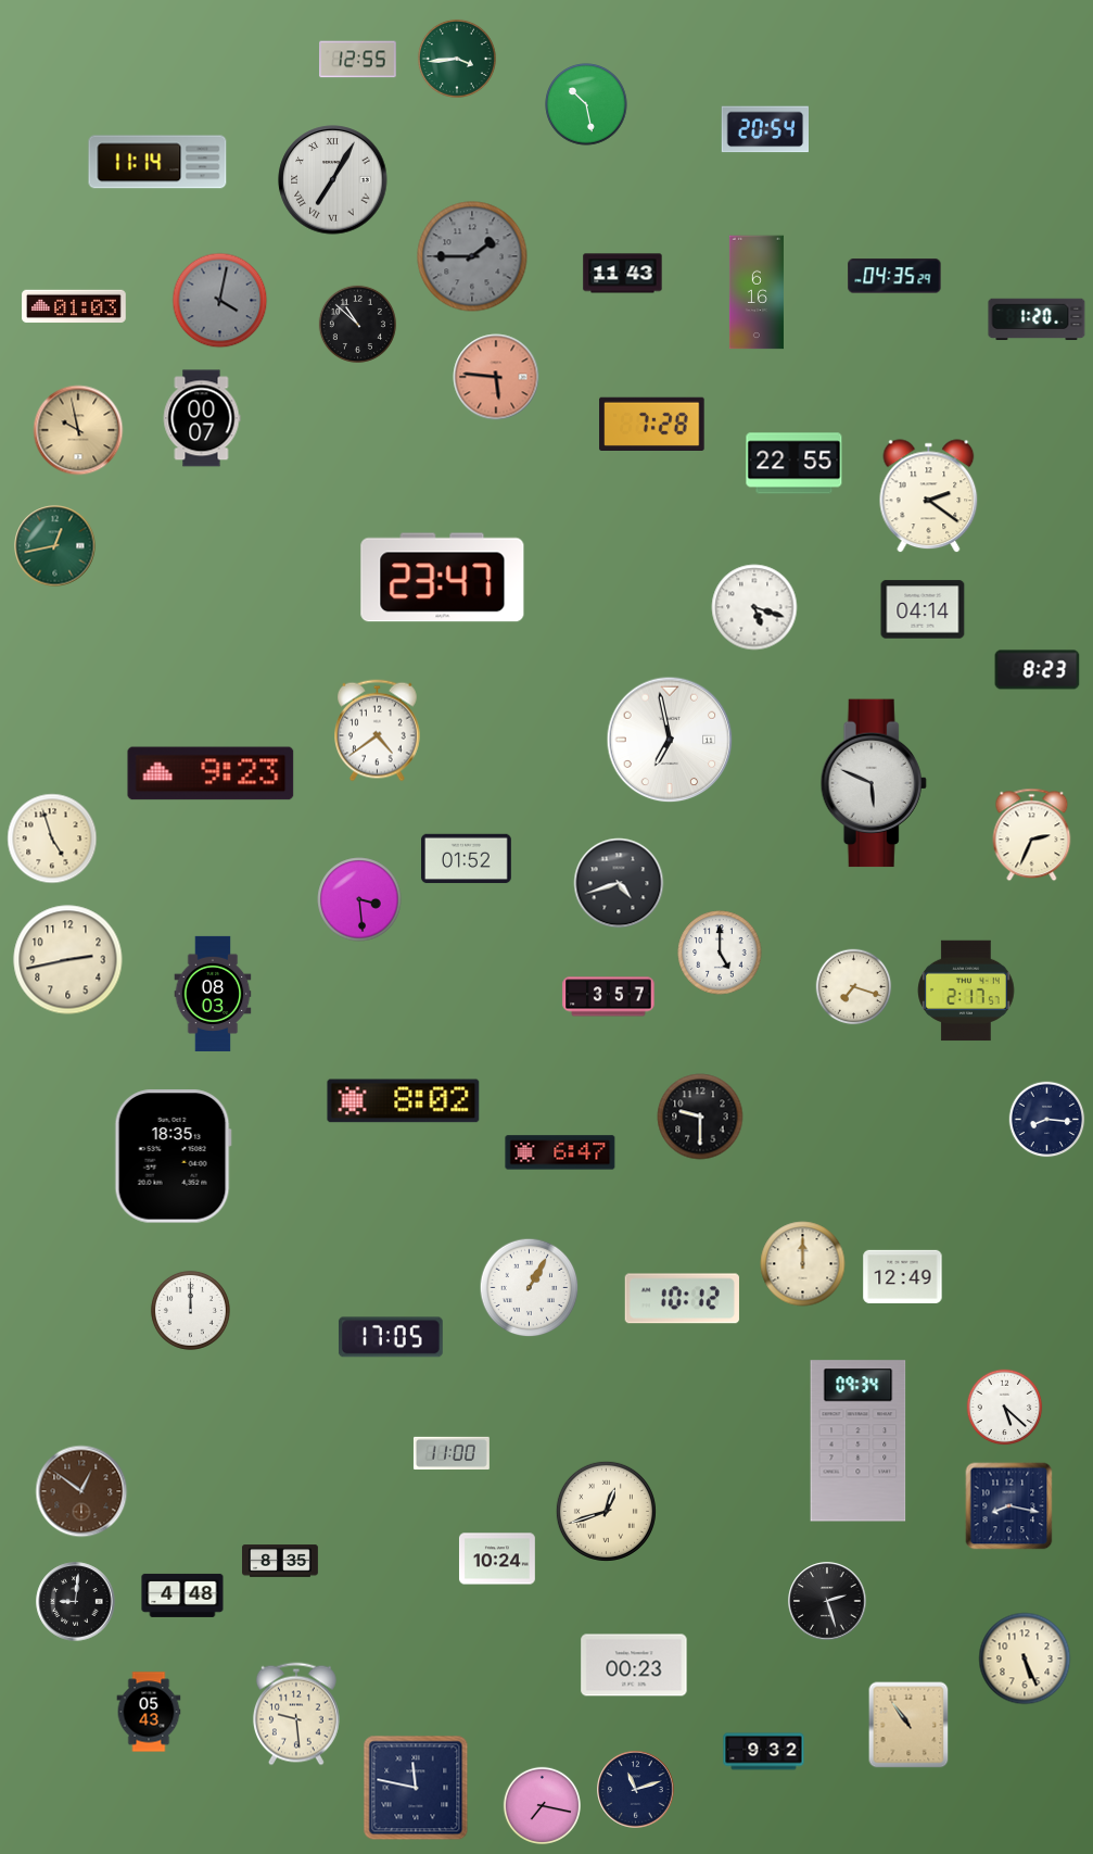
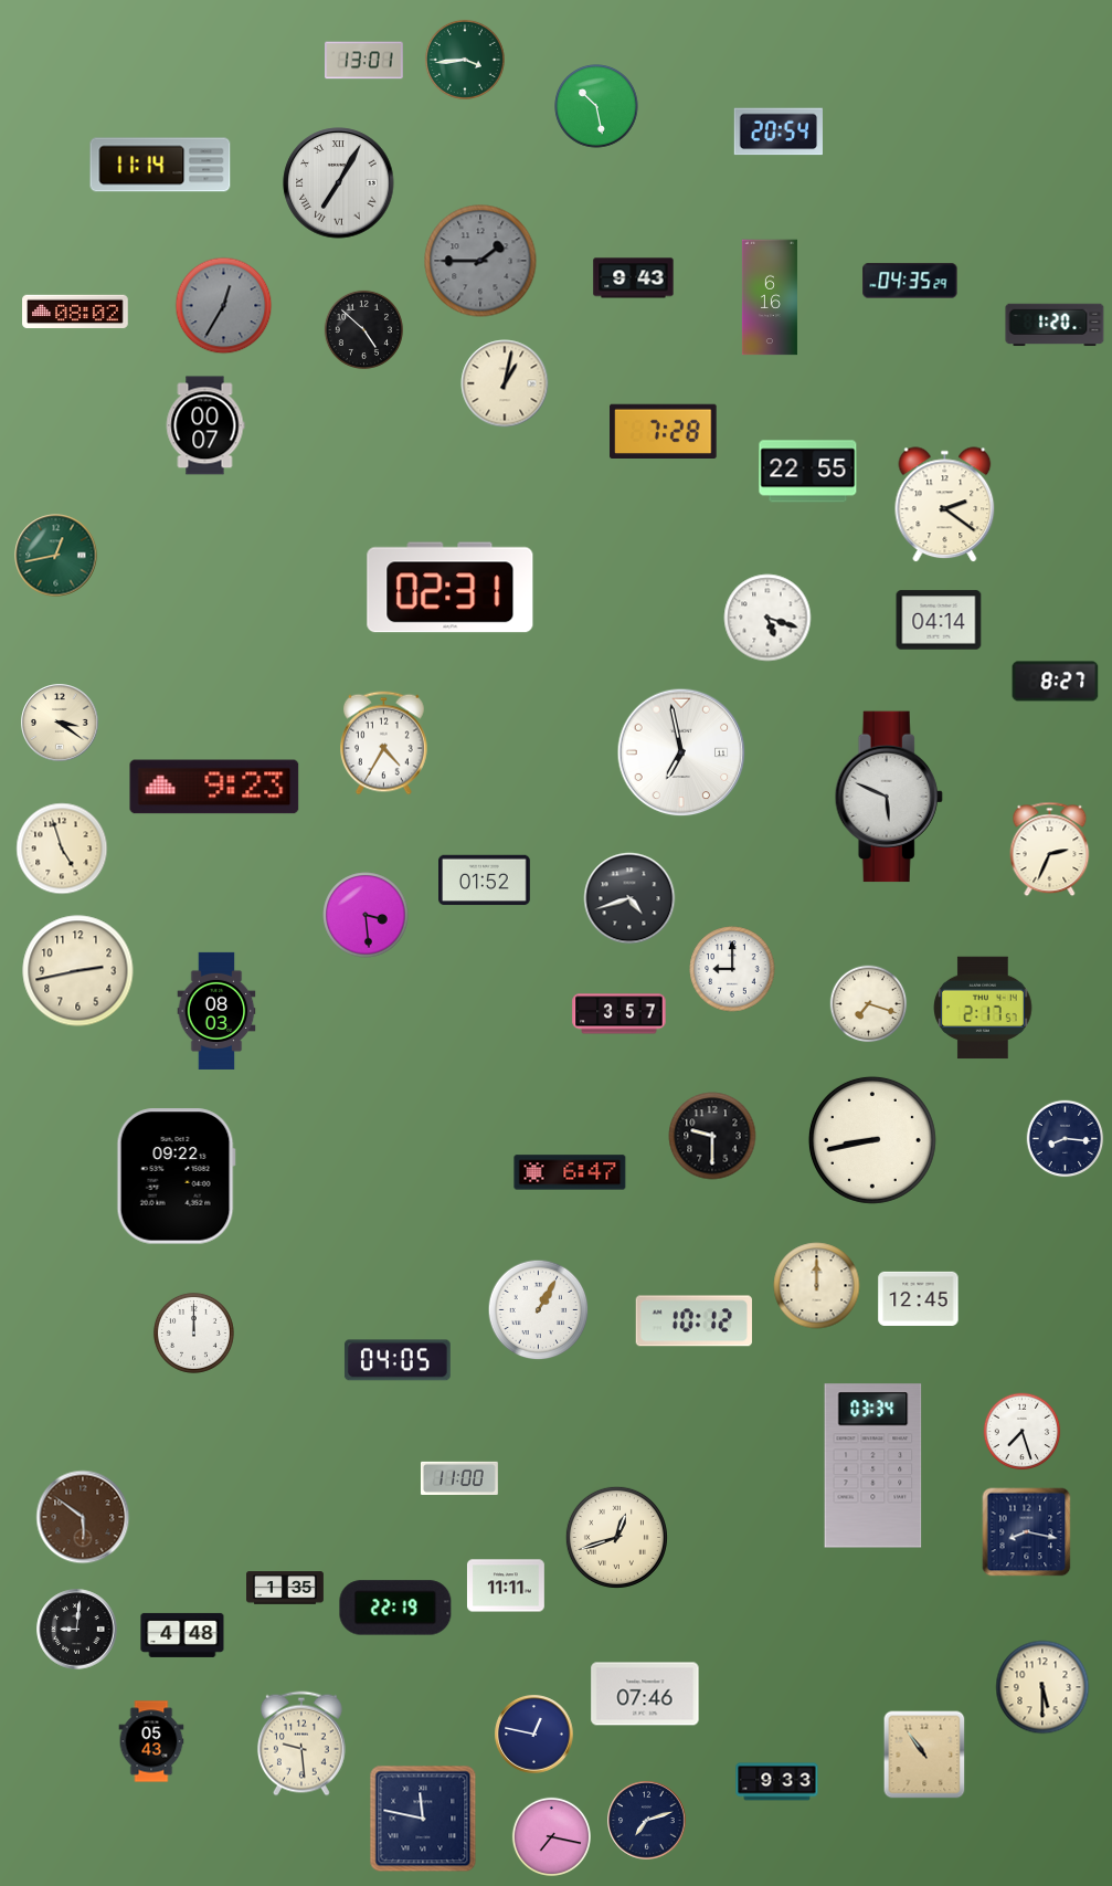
clock at (358, 60): 12:55 -> 13:01
clock at (623, 274): 11:43 -> 9:43
clock at (220, 301): 4:02 -> 12:35
clock at (74, 306): 01:03 -> 08:02
clock at (357, 324): 10:52 -> 4:52
clock at (496, 377): 5:46 -> 1:02
clock at (496, 377) dial: salmon -> cream
clock at (78, 430): 9:58 -> none
clock at (443, 578): 23:47 -> 02:31
clock at (1038, 670): 8:23 -> 8:27
clock at (60, 723): none -> 3:21
clock at (378, 731): 4:39 -> 4:35
clock at (52, 838) position: (52, 838) -> (62, 849)
clock at (467, 859) position: (467, 859) -> (485, 881)
clock at (720, 953): 5:00 -> 9:00
clock at (68, 960) position: (68, 960) -> (78, 971)
clock at (404, 1101): 8:02 -> none
clock at (872, 1140): none -> 8:43
clock at (173, 1157): 18:35 -> 09:22
clock at (903, 1276): 12:49 -> 12:45
clock at (391, 1337): 17:05 -> 04:05
clock at (1005, 1408): 5:22 -> 7:27
clock at (859, 1441): 09:34 -> 03:34
clock at (81, 1491): 12:51 -> 5:51
clock at (497, 1559): 10:24 -> 11:11
clock at (281, 1561): 8:35 -> 1:35
clock at (395, 1608): none -> 22:19
clock at (182, 1596) position: (182, 1596) -> (182, 1635)
clock at (827, 1601): 2:27 -> none
clock at (1025, 1658): 5:26 -> 5:30
clock at (634, 1665): 00:23 -> 07:46
clock at (534, 1735): none -> 12:47
clock at (764, 1752): 9:32 -> 9:33
clock at (636, 1790): 11:12 -> 7:12
